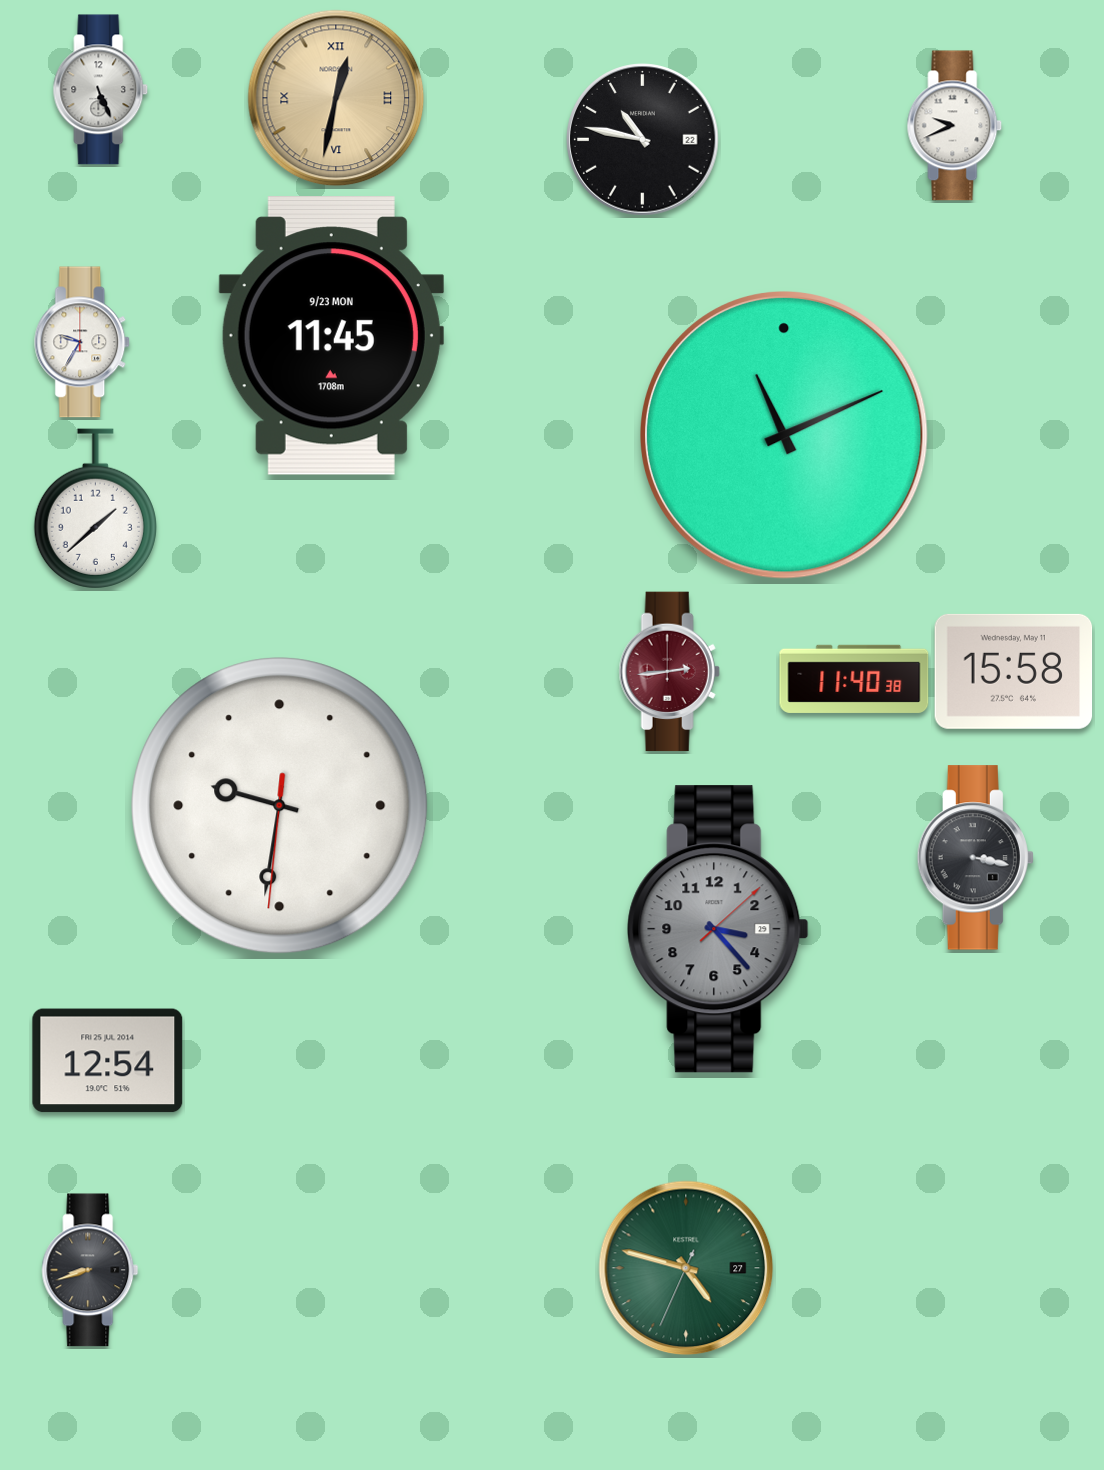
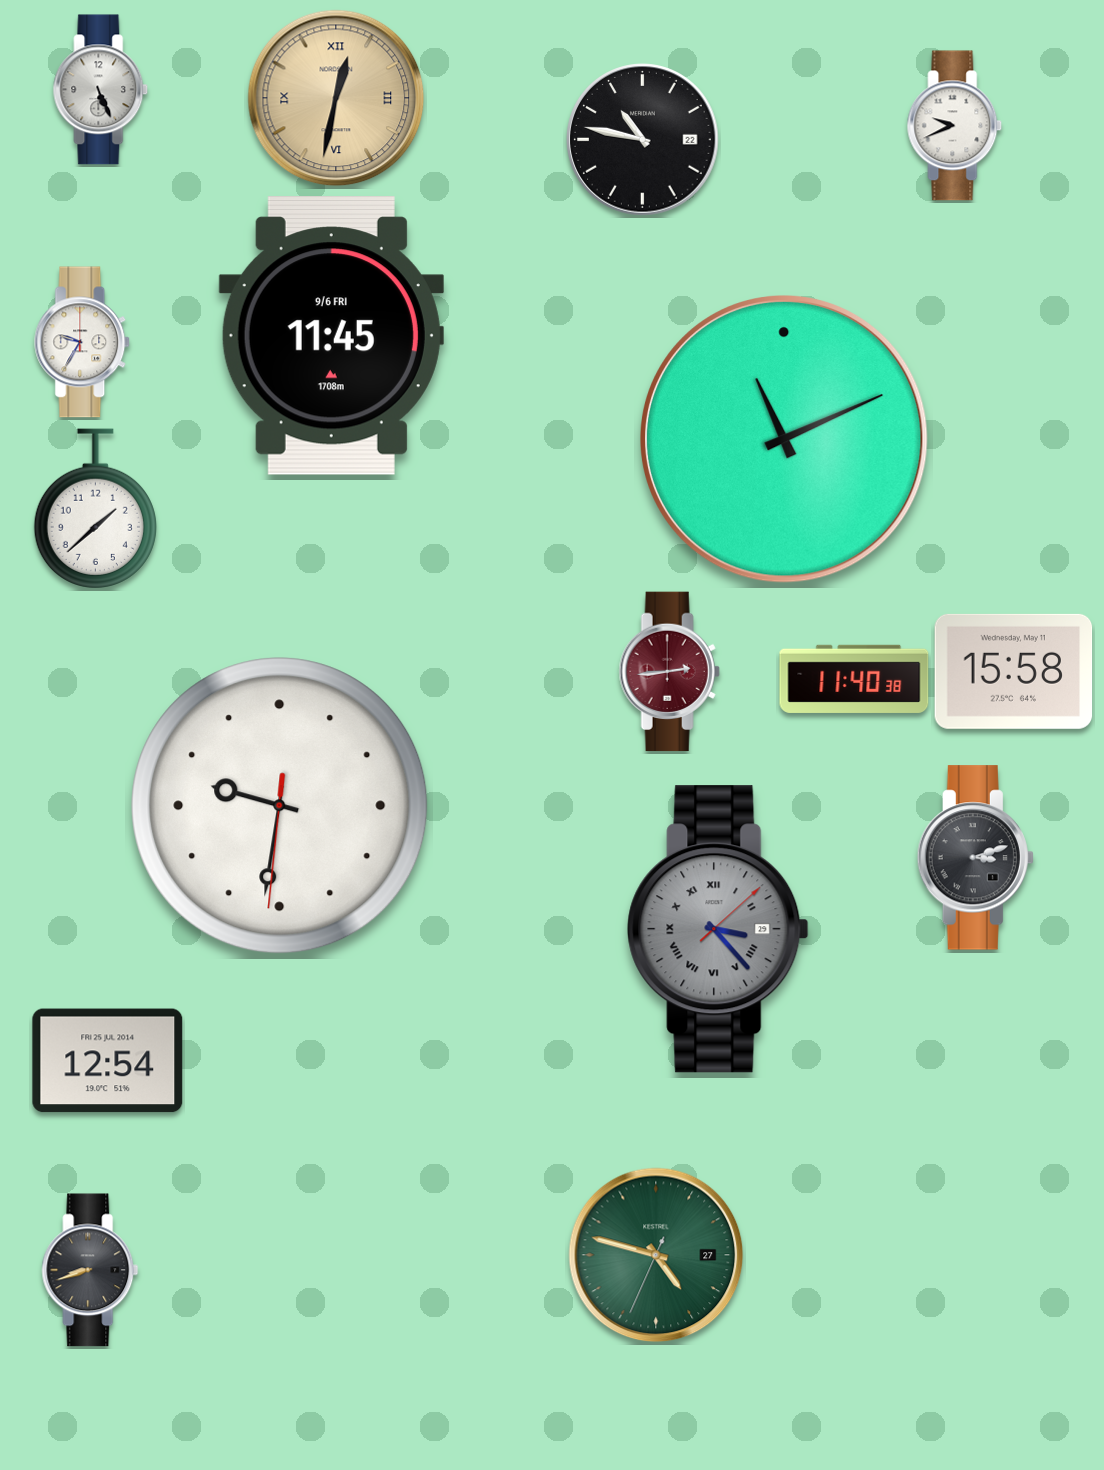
clock at (331, 336) date: 9/23 MON -> 9/6 FRI
clock at (785, 436) position: (785, 436) -> (785, 440)
clock at (975, 858): 3:17 -> 3:12
clock at (718, 929) numerals: Arabic -> Roman
clock at (686, 1268) position: (686, 1268) -> (656, 1255)
